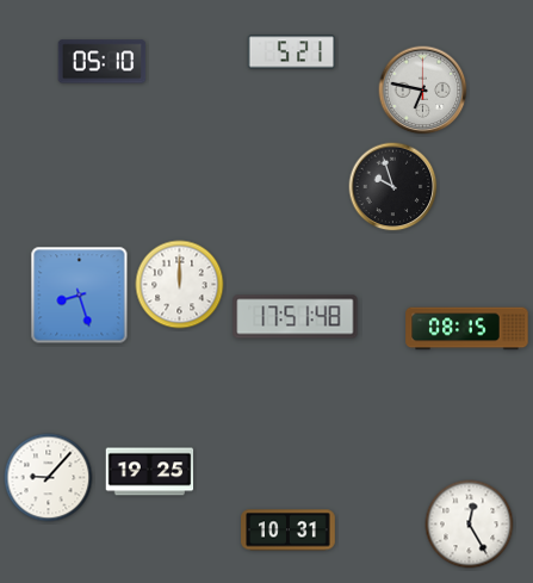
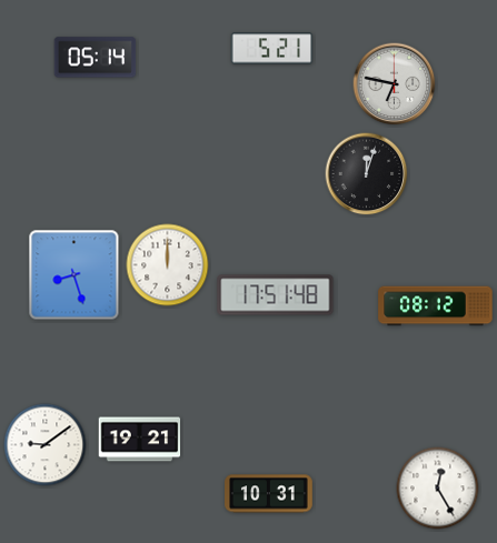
clock at (103, 62): 05:10 -> 05:14
clock at (393, 187): 9:57 -> 12:03
clock at (467, 329): 08:15 -> 08:12
clock at (150, 472): 19:25 -> 19:21
clock at (49, 478): 9:07 -> 9:09
